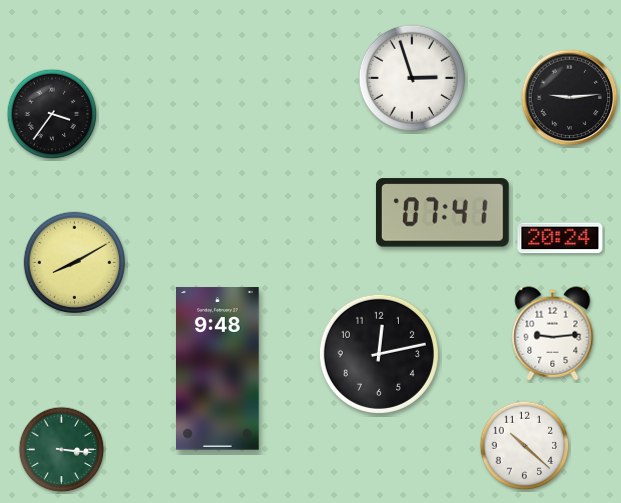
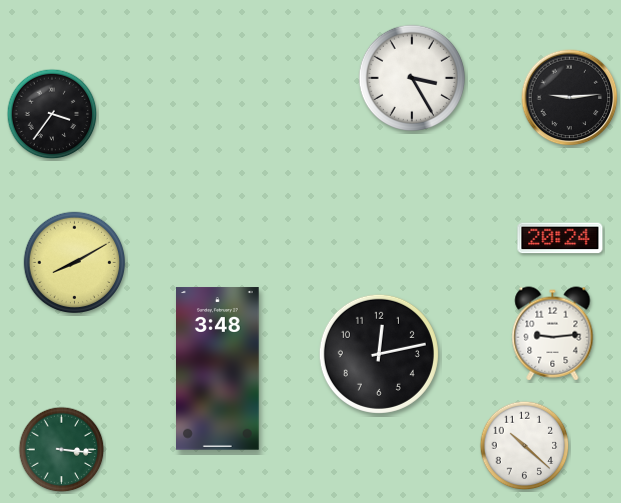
clock at (411, 77): 2:57 -> 3:25
clock at (442, 213): 07:41 -> none
clock at (218, 369): 9:48 -> 3:48
